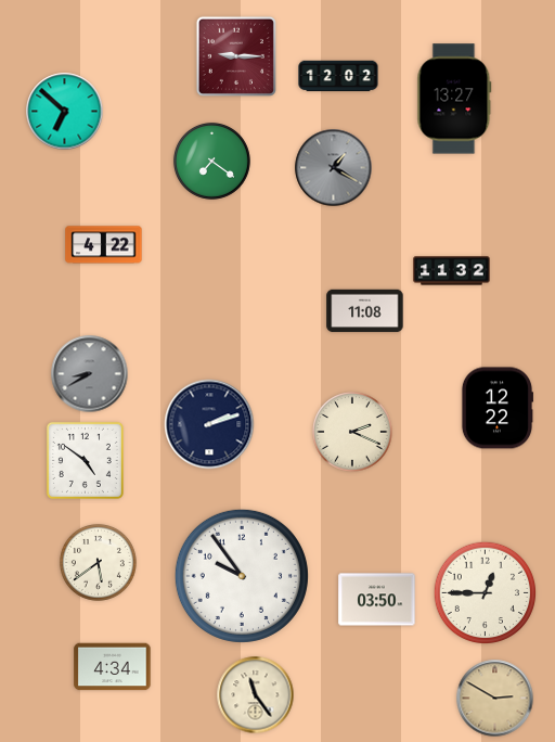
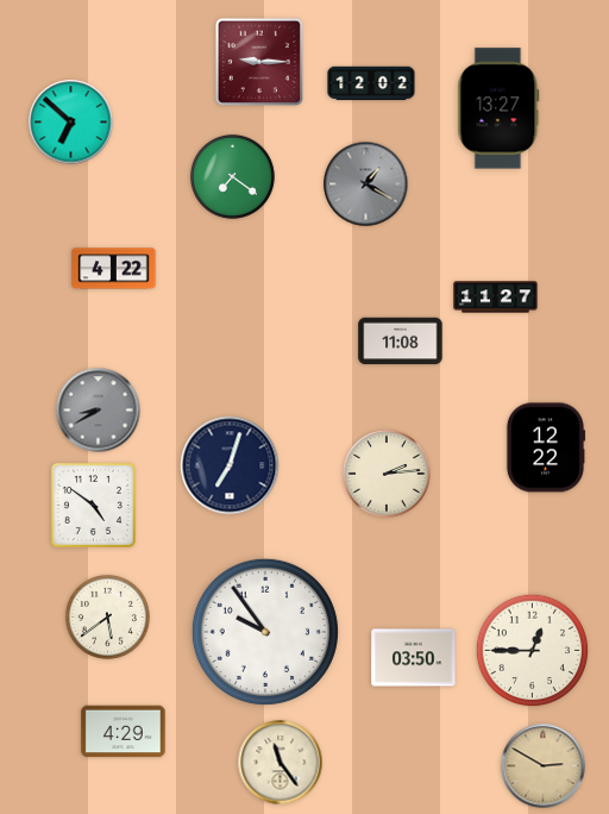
clock at (452, 271): 11:32 -> 11:27
clock at (209, 424): 2:12 -> 7:03
clock at (352, 432): 2:19 -> 2:14
clock at (113, 667): 4:34 -> 4:29
